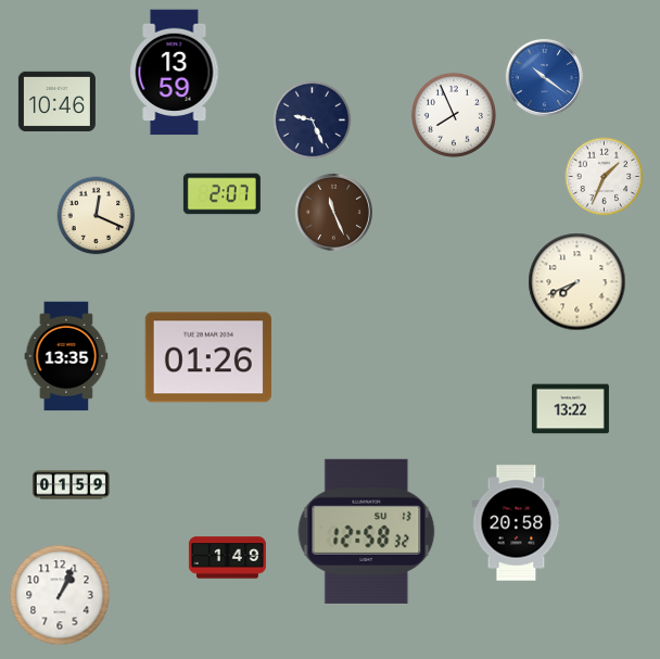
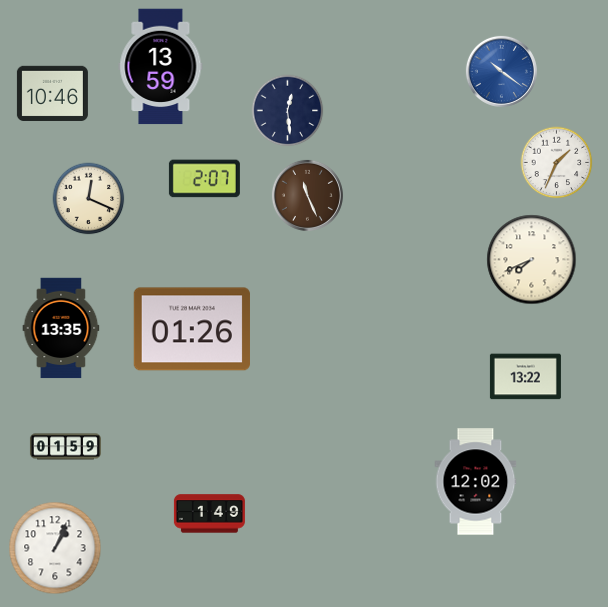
clock at (454, 115): 7:56 -> none
clock at (313, 121): 9:26 -> 12:29
clock at (517, 523): 20:58 -> 12:02
clock at (367, 531): 12:58 -> none
